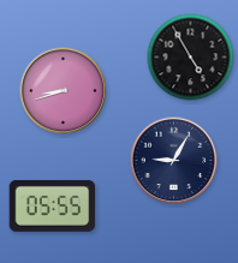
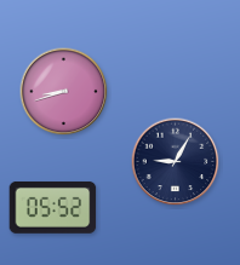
clock at (191, 58): 4:55 -> none
clock at (53, 205): 05:55 -> 05:52
